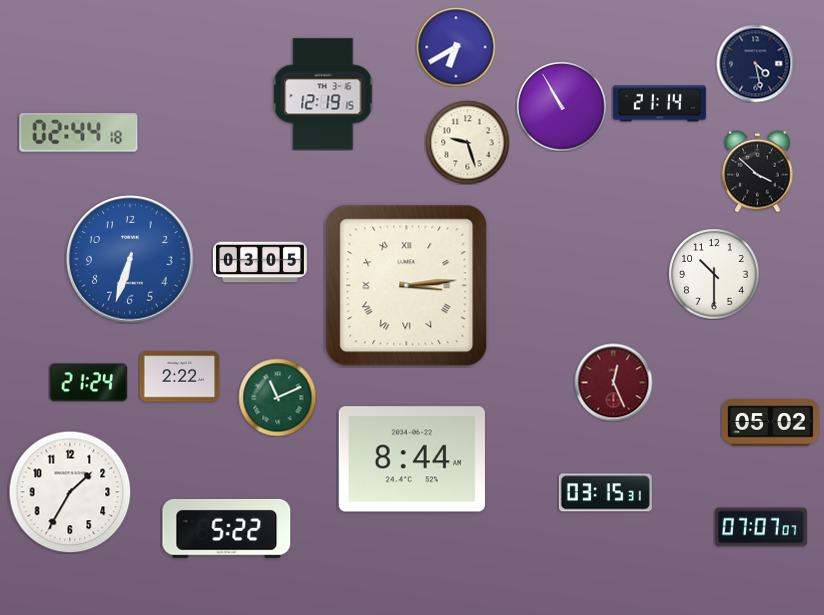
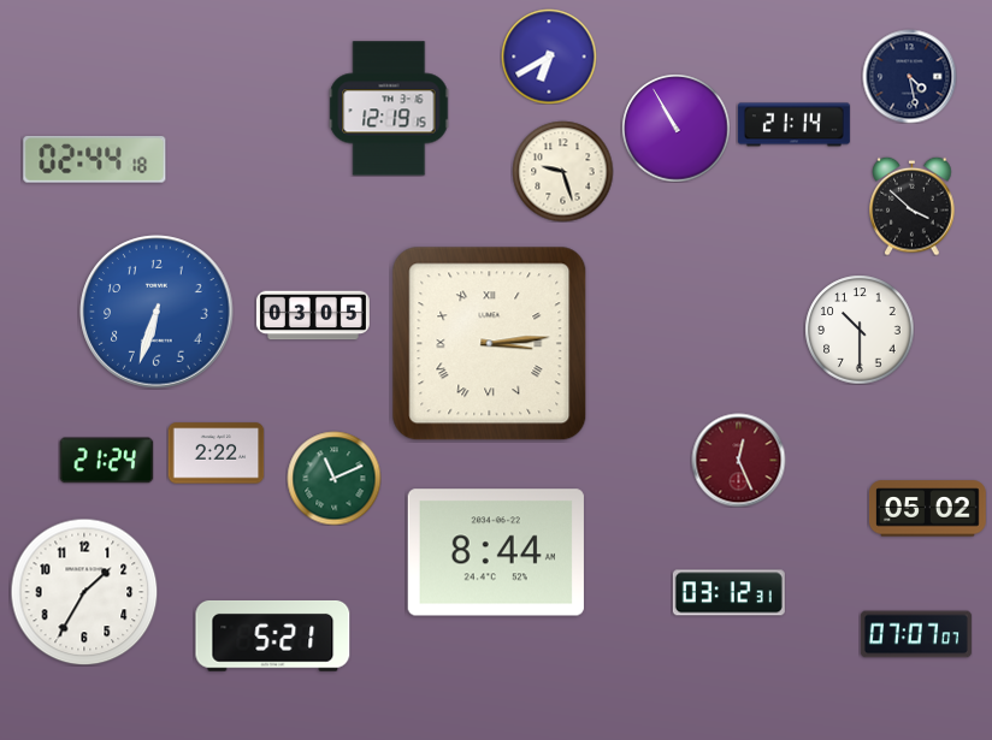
clock at (323, 94) position: (323, 94) -> (389, 108)
clock at (605, 493): 03:15 -> 03:12
clock at (227, 529): 5:22 -> 5:21
